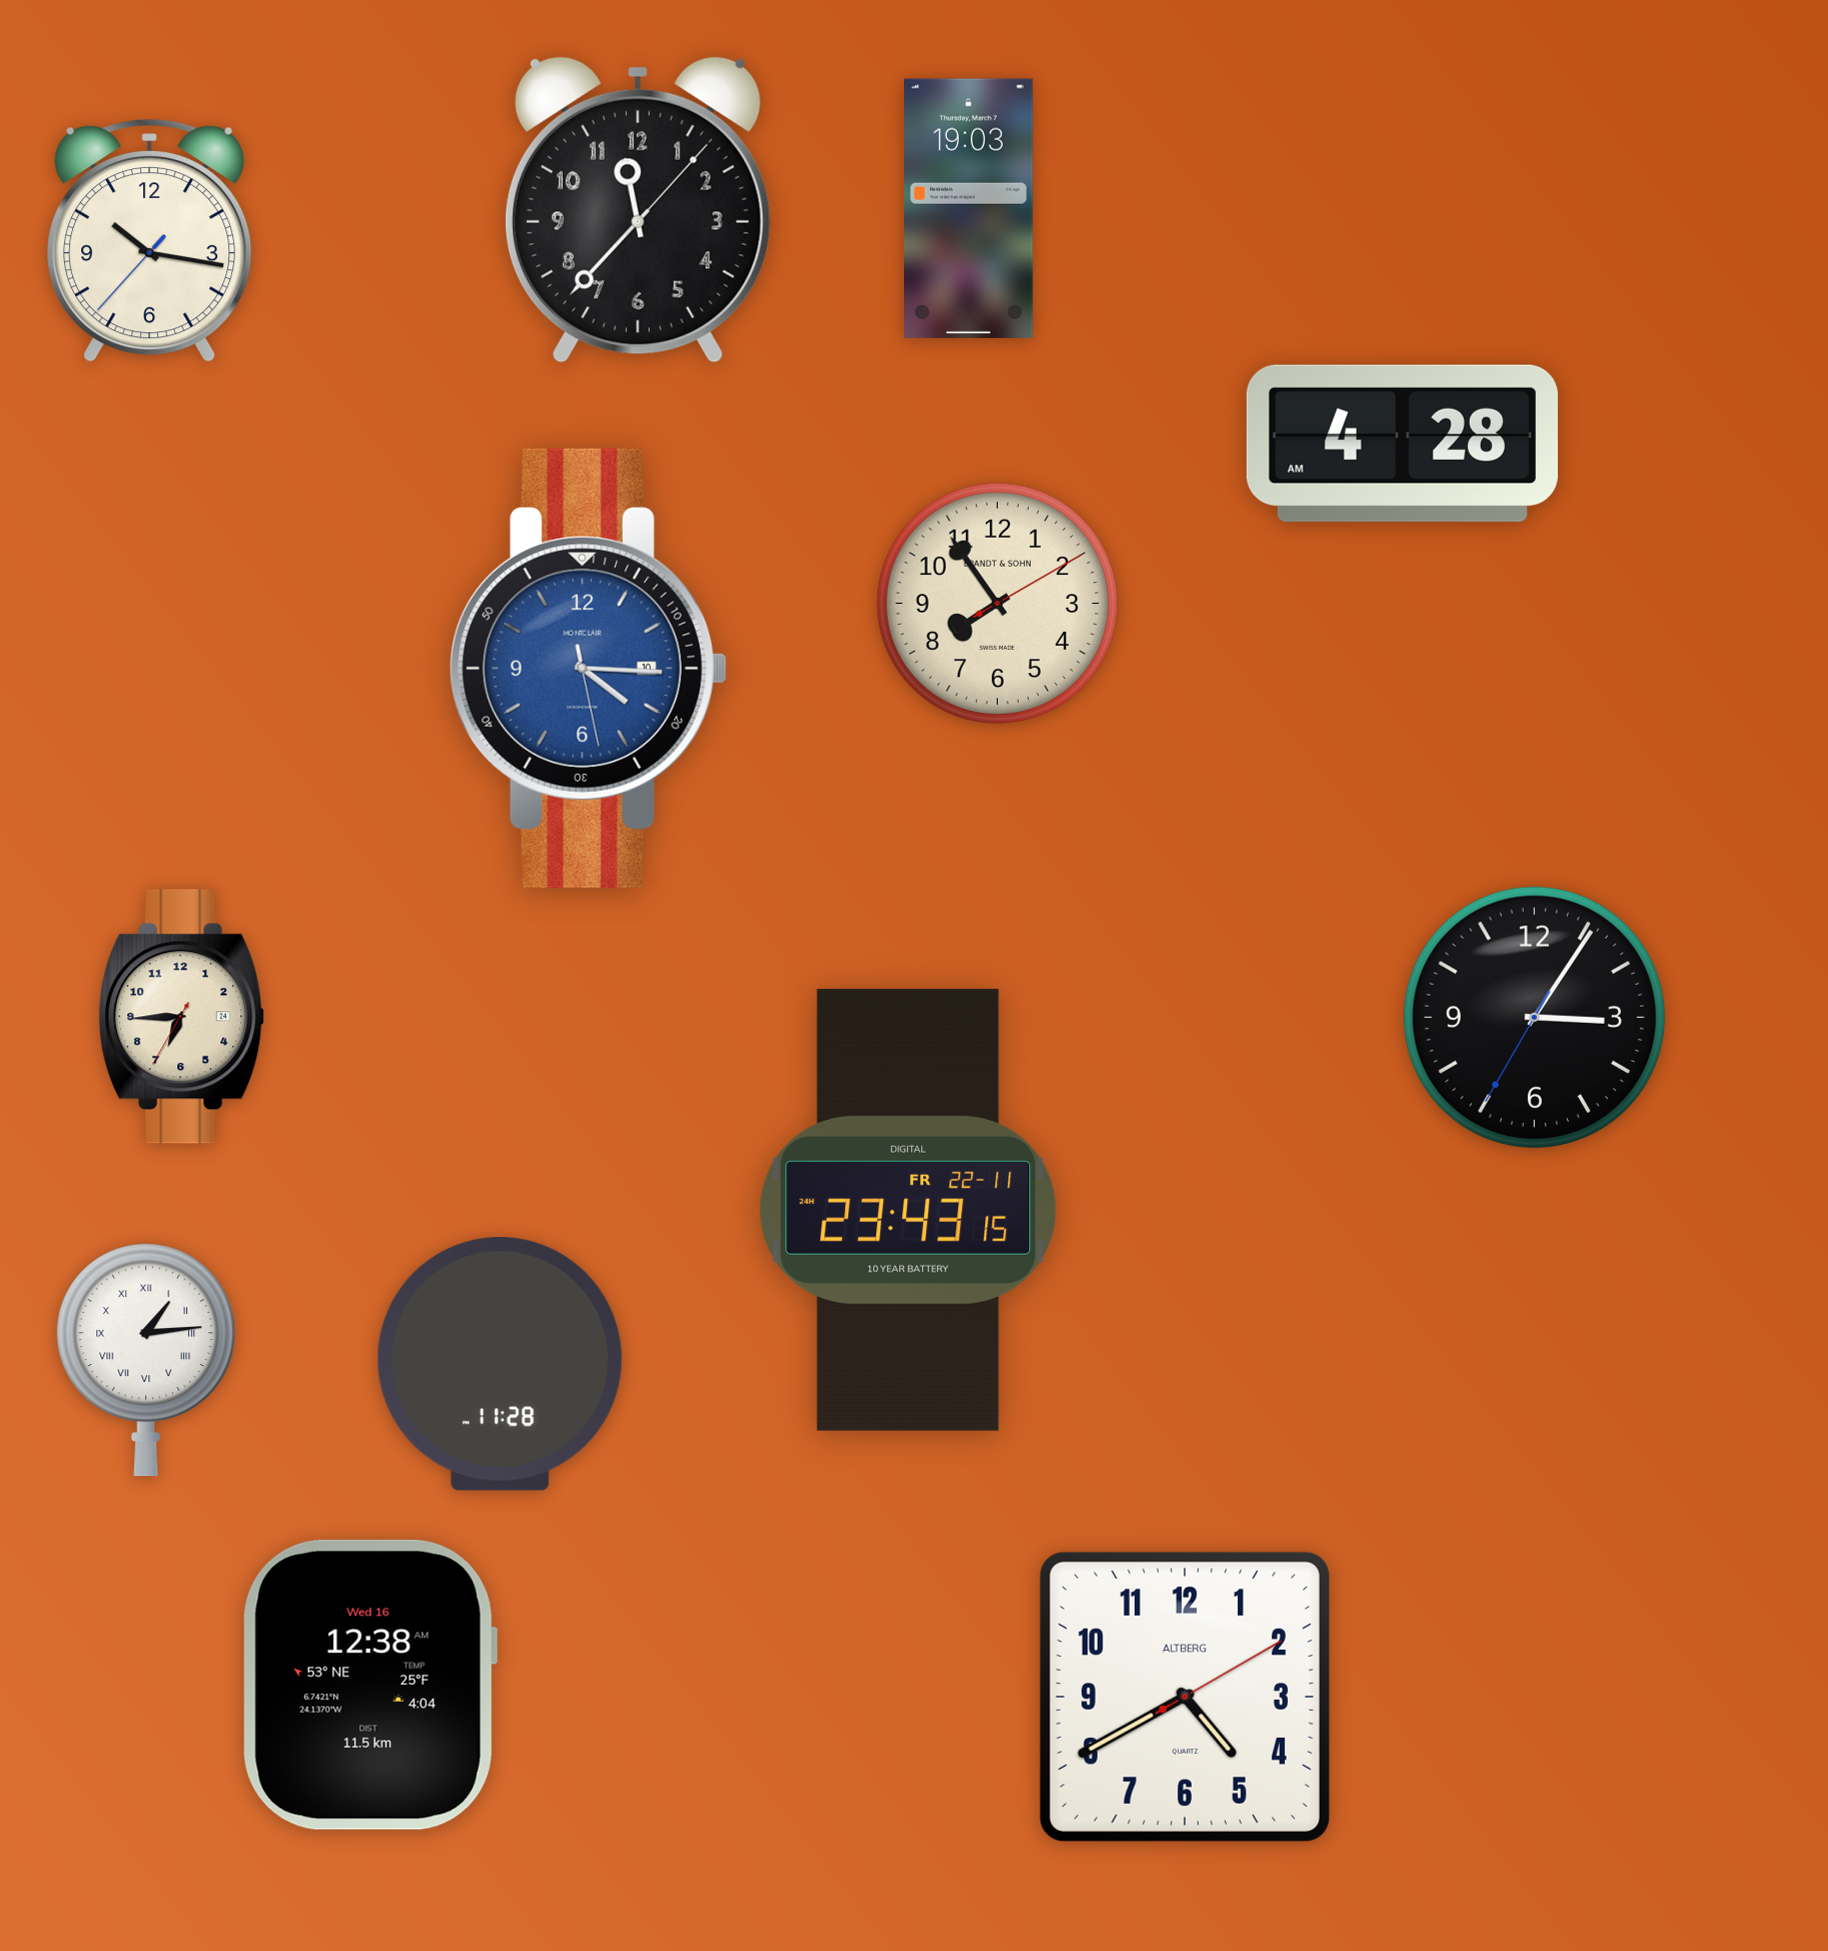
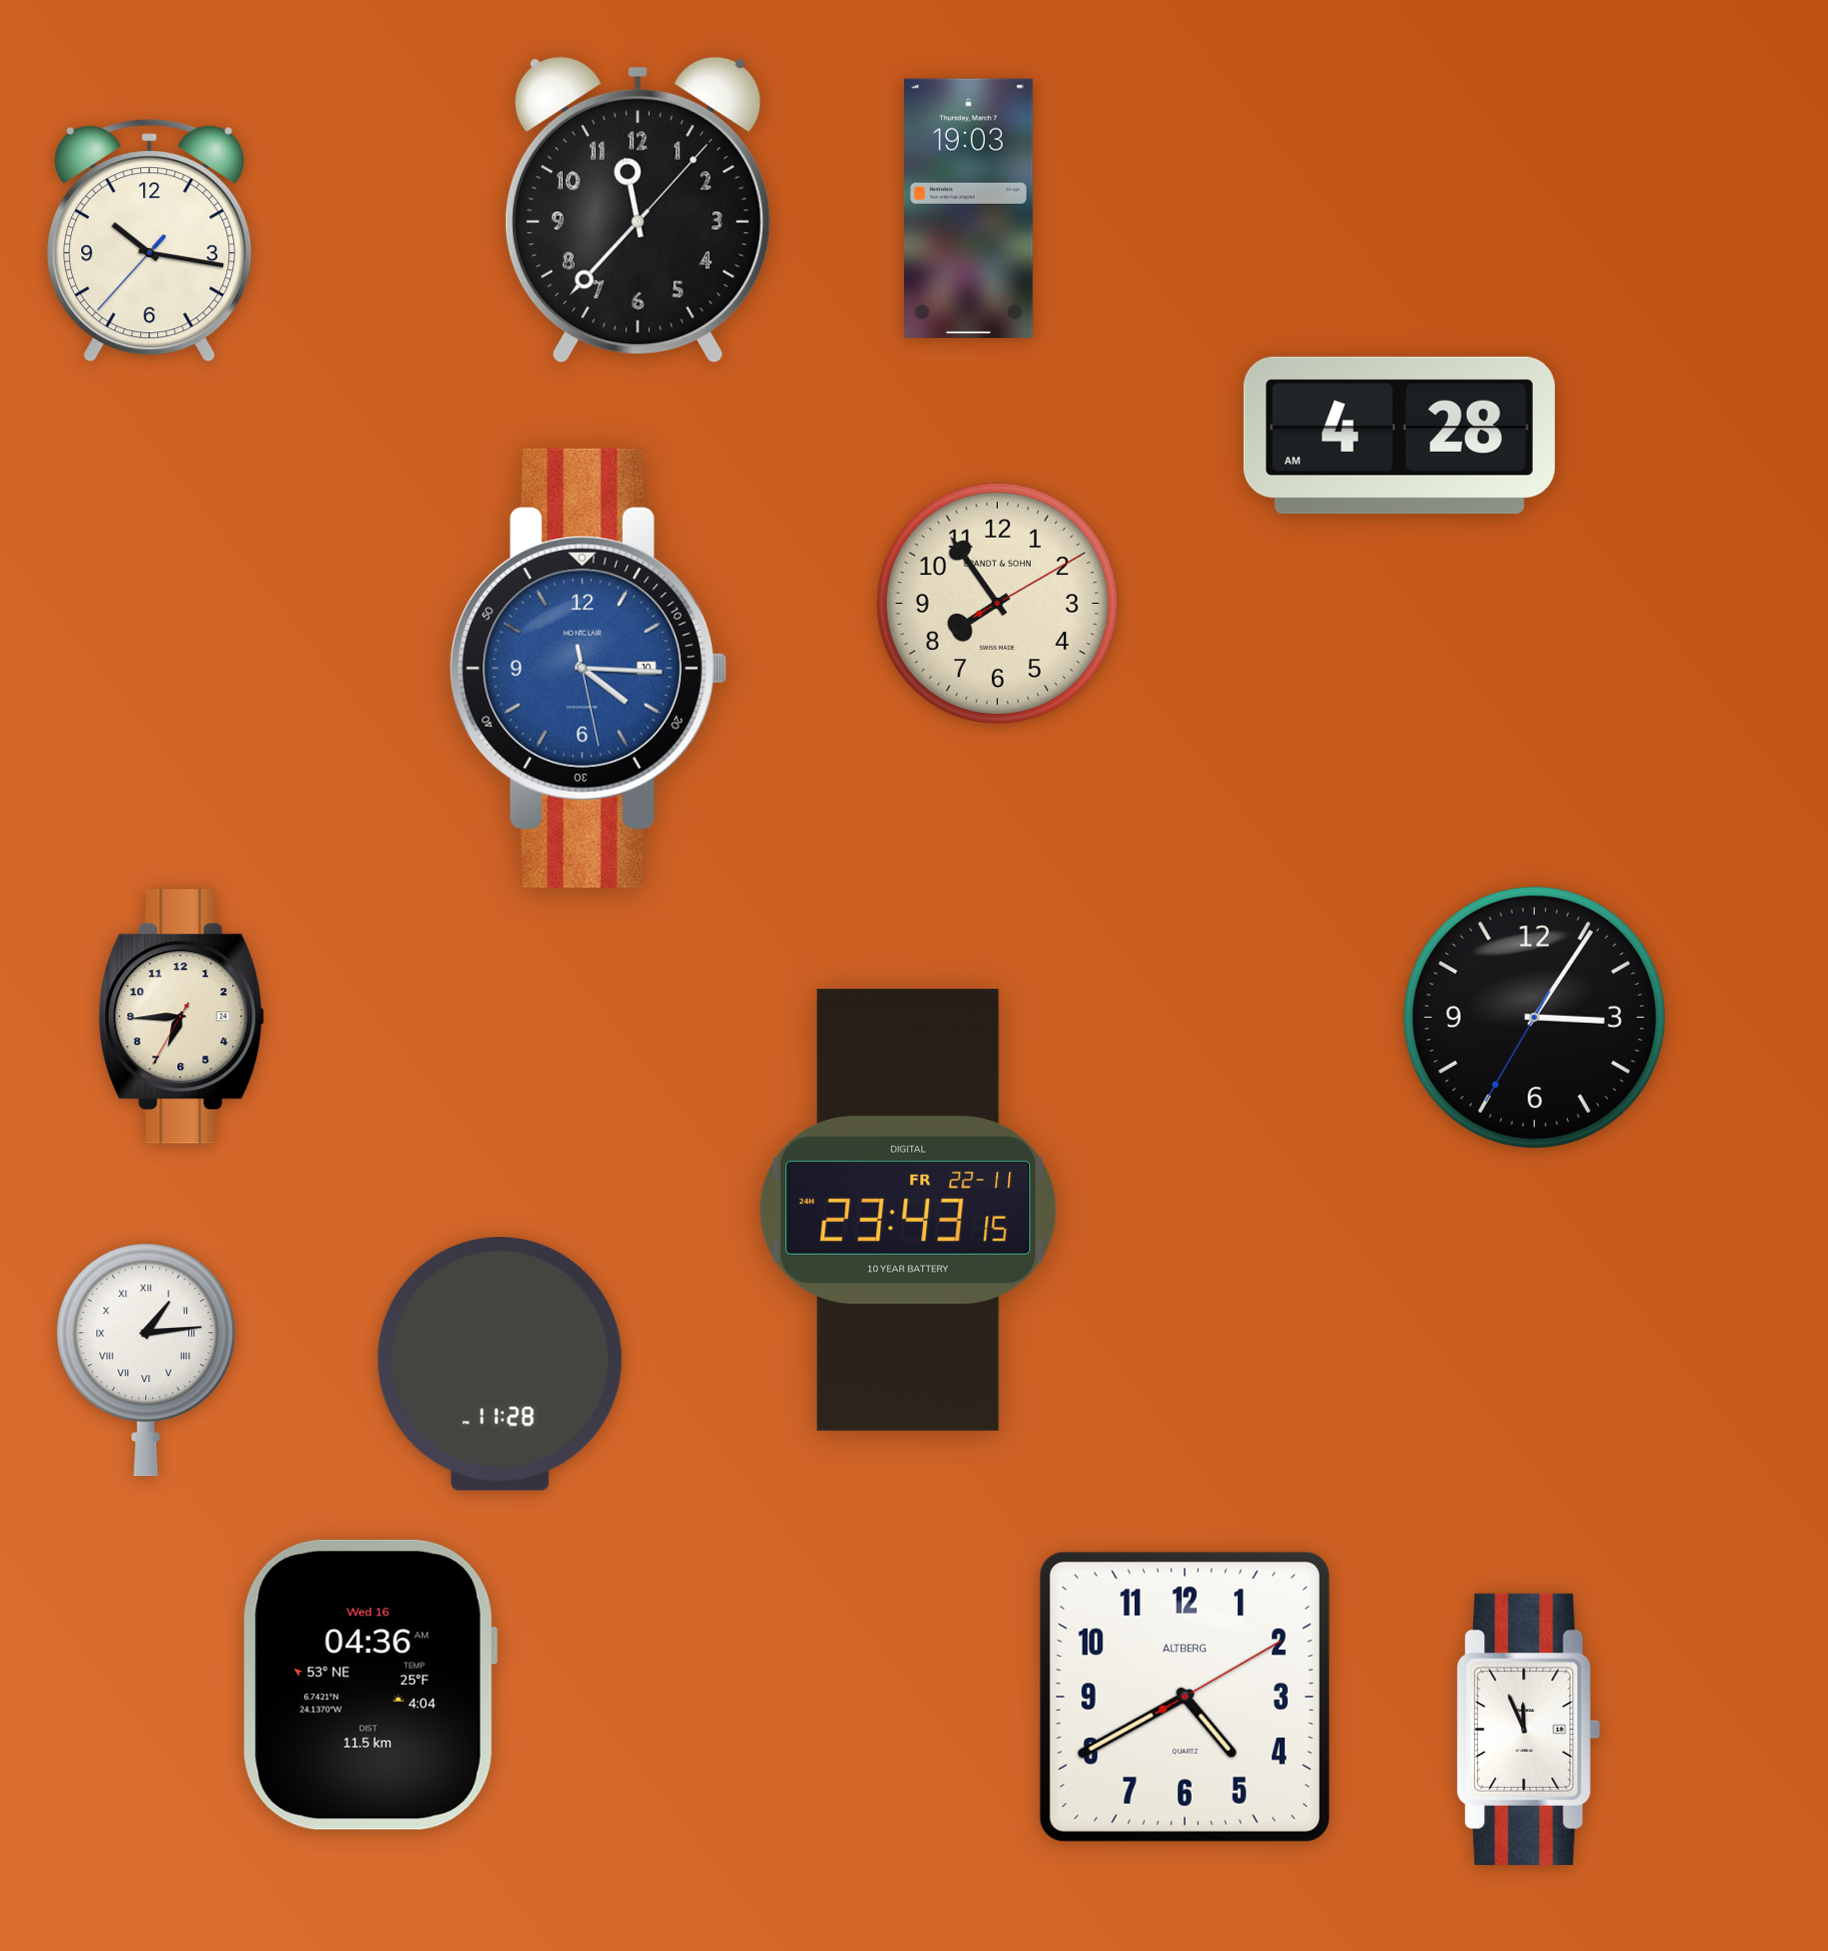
clock at (1402, 443) position: (1402, 443) -> (1399, 435)
clock at (370, 1685): 12:38 -> 04:36
clock at (1529, 1729): none -> 11:56
